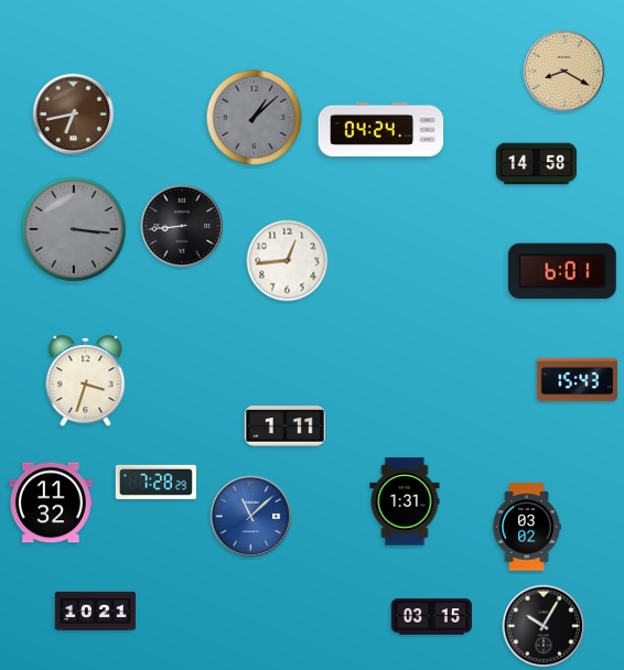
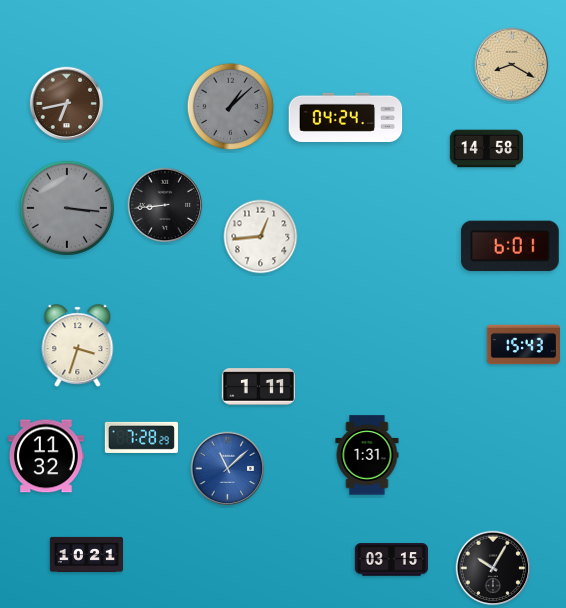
clock at (527, 527): 03:02 -> none
